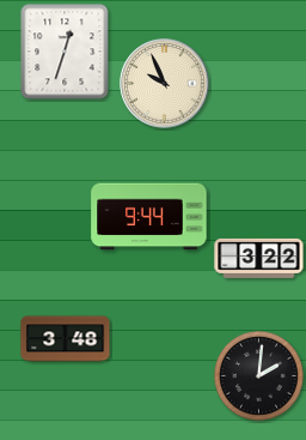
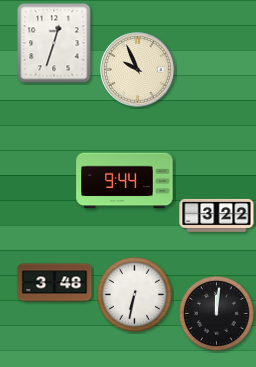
clock at (134, 294): none -> 6:32
clock at (258, 375): 2:01 -> 12:01
